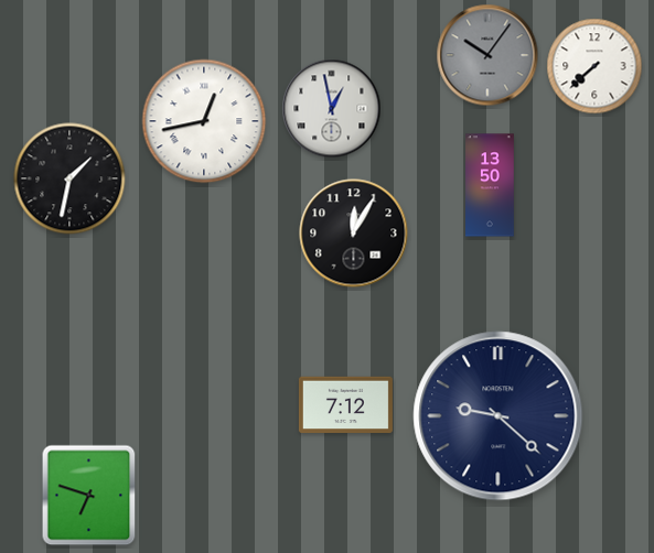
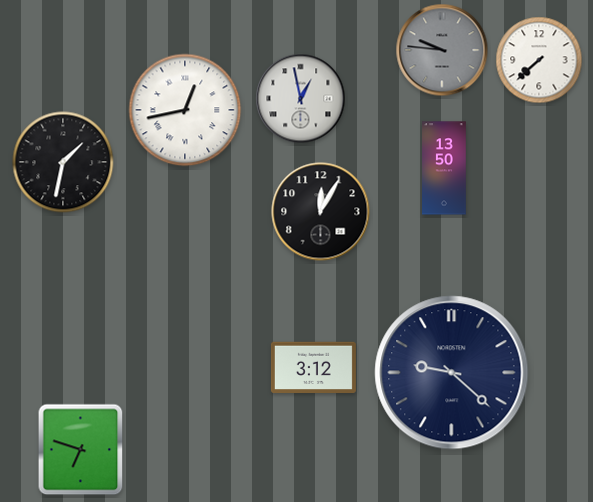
clock at (487, 55): 10:06 -> 9:46
clock at (345, 405): 7:12 -> 3:12
clock at (498, 416) position: (498, 416) -> (452, 373)
